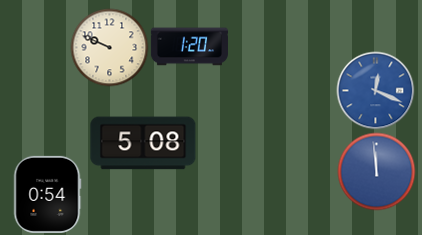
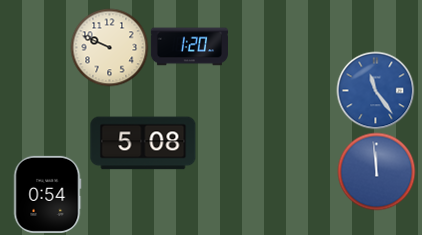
clock at (375, 90): 12:19 -> 11:24
